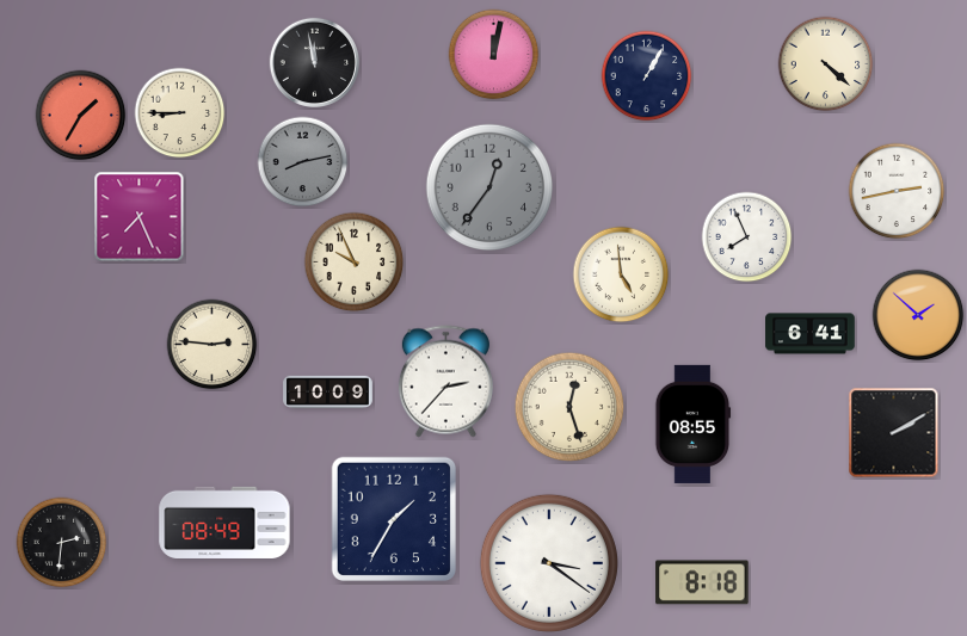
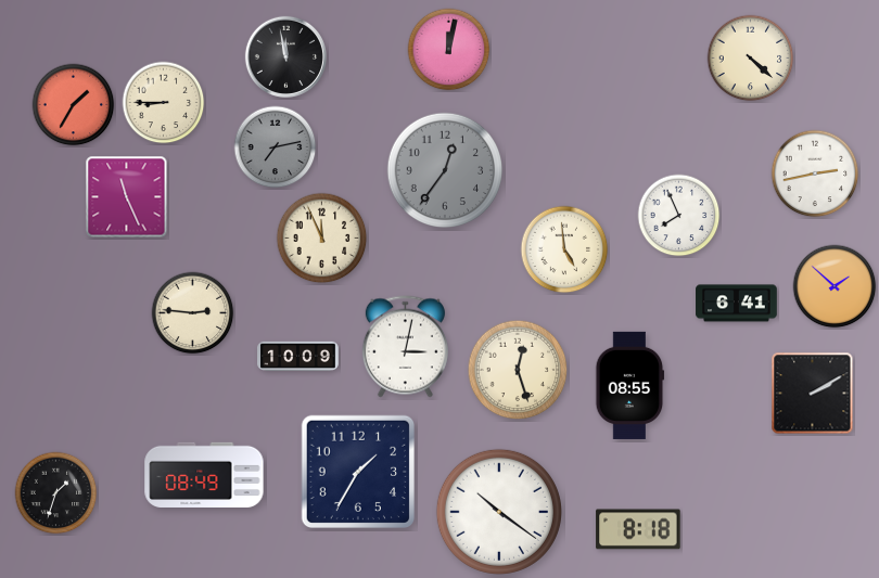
clock at (647, 76): 1:05 -> none
clock at (303, 162): 8:13 -> 7:13
clock at (140, 217): 7:26 -> 11:26
clock at (355, 263): 9:56 -> 11:56
clock at (445, 382): 2:37 -> 3:02
clock at (62, 543): 2:31 -> 1:33
clock at (549, 563): 3:21 -> 10:21
